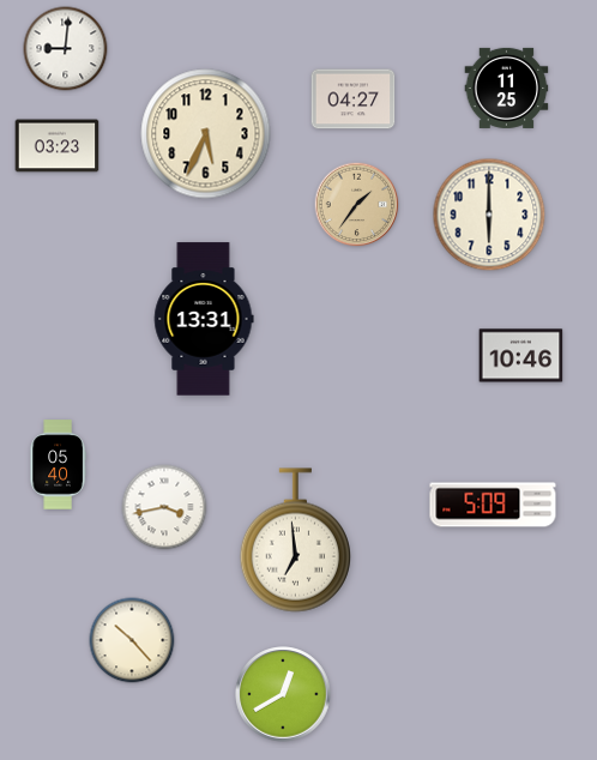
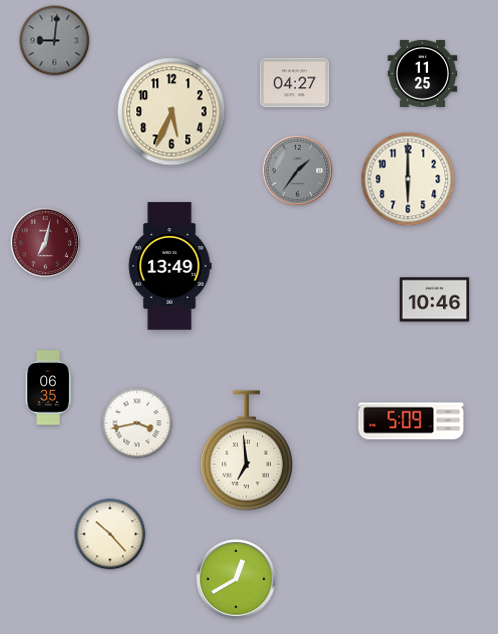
clock at (66, 49) dial: white -> grey
clock at (58, 146): 03:23 -> none
clock at (357, 205) dial: champagne -> grey
clock at (46, 243): none -> 7:02
clock at (204, 319): 13:31 -> 13:49
clock at (521, 356) position: (521, 356) -> (435, 300)
clock at (58, 465): 05:40 -> 06:35
